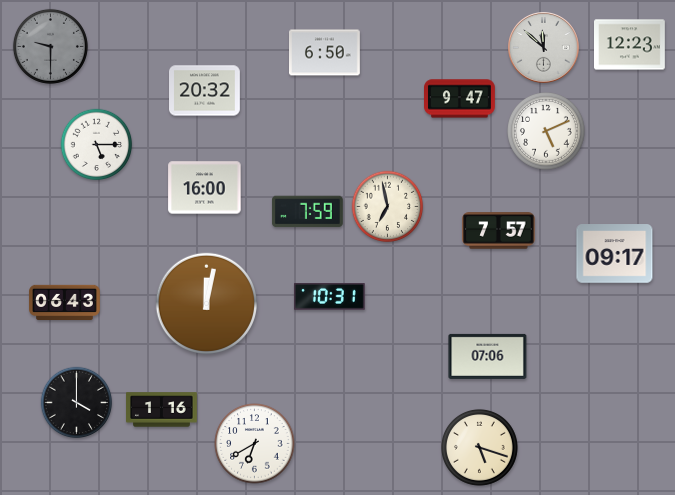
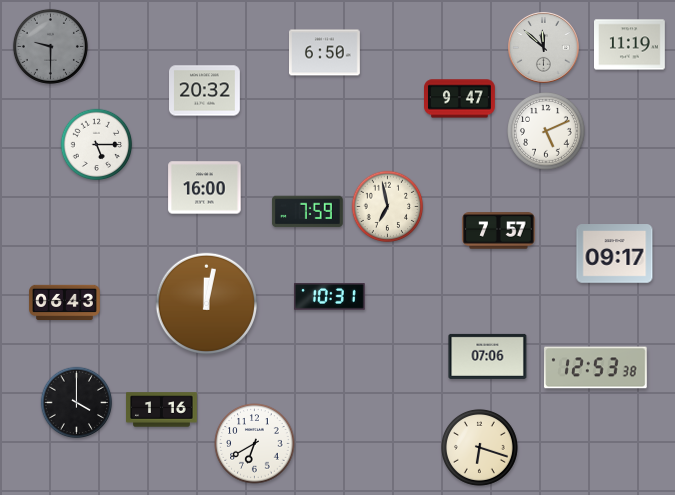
clock at (630, 45): 12:23 -> 11:19
clock at (596, 368): none -> 12:53
clock at (479, 447): 5:18 -> 6:18
